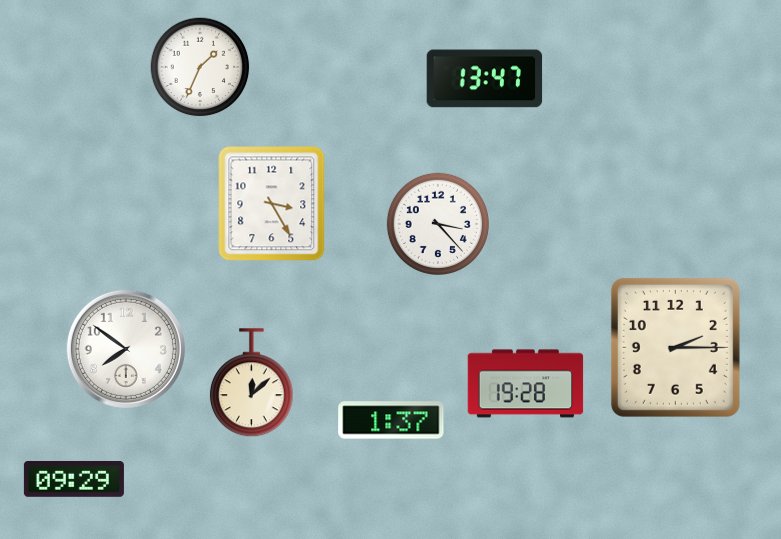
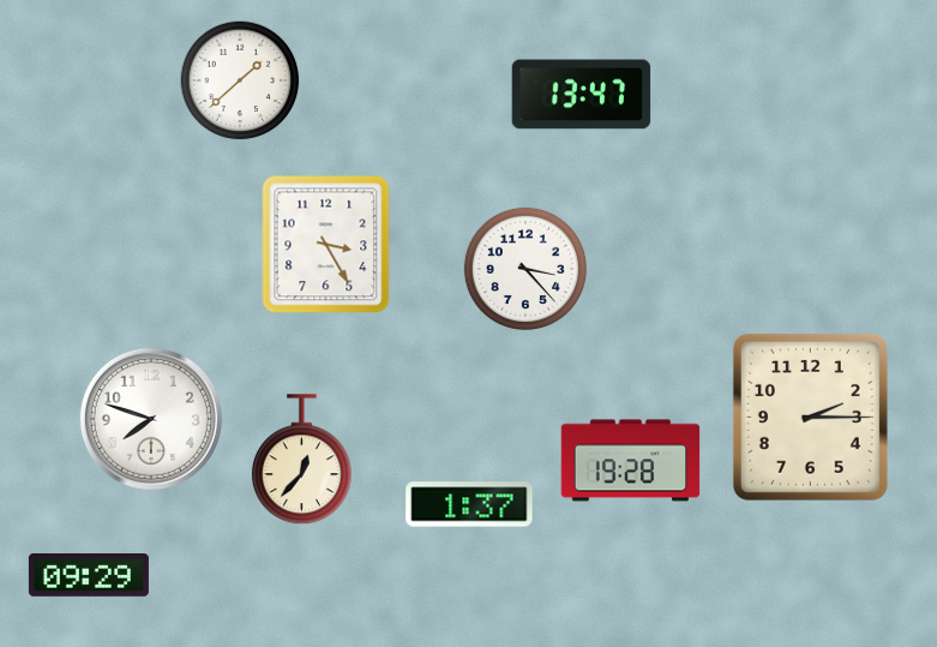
clock at (200, 67): 1:34 -> 1:38
clock at (126, 349): 7:51 -> 7:48
clock at (251, 383): 12:08 -> 12:37
